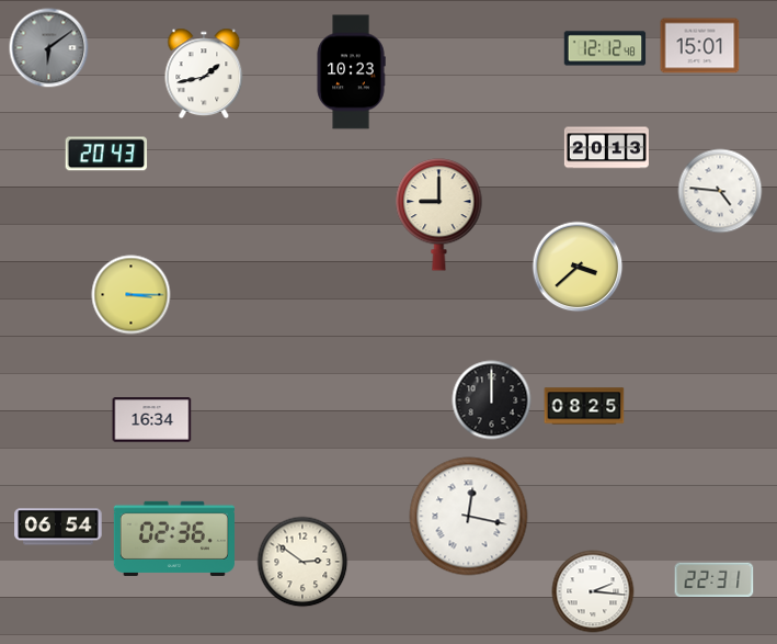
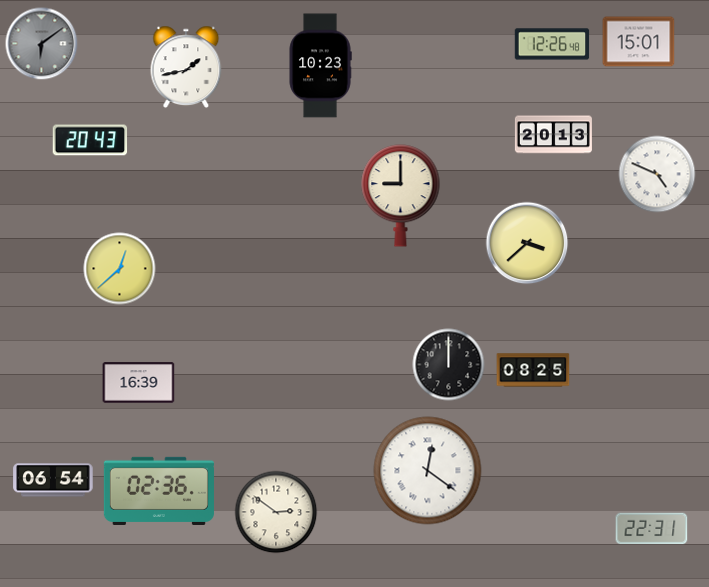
clock at (49, 48) position: (49, 48) -> (42, 44)
clock at (605, 48): 12:12 -> 12:26
clock at (106, 154) position: (106, 154) -> (90, 140)
clock at (720, 191): 4:46 -> 4:49
clock at (132, 295): 3:15 -> 12:38
clock at (152, 420): 16:34 -> 16:39
clock at (469, 517): 12:17 -> 12:21
clock at (593, 591): 2:16 -> none
